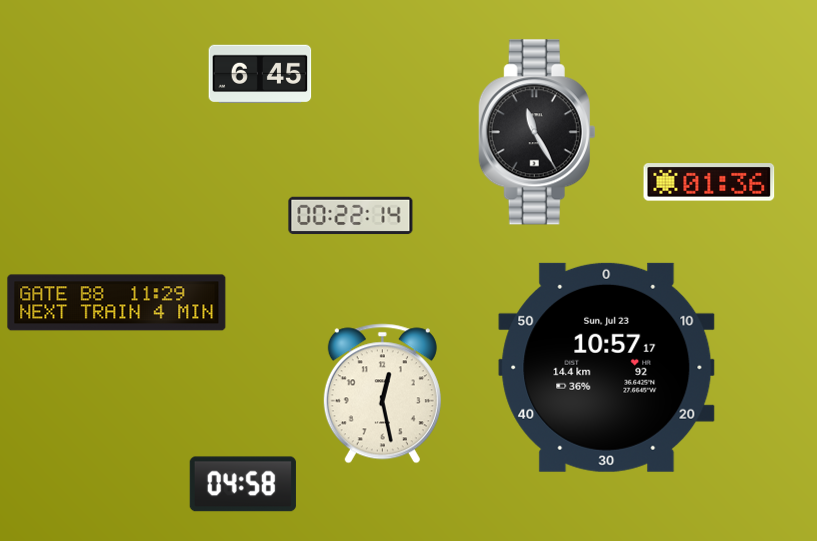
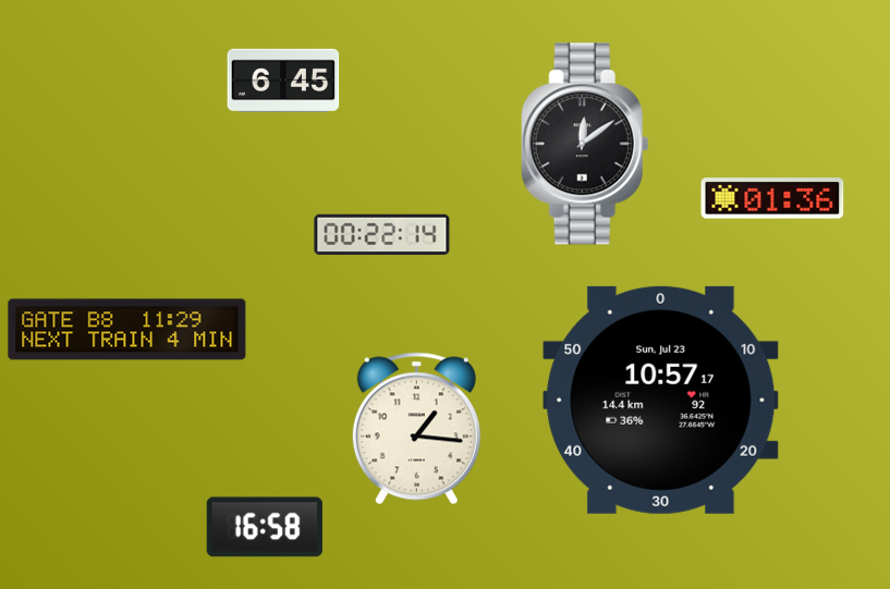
clock at (537, 132): 11:25 -> 12:09
clock at (382, 394): 12:28 -> 1:16
clock at (243, 484): 04:58 -> 16:58
